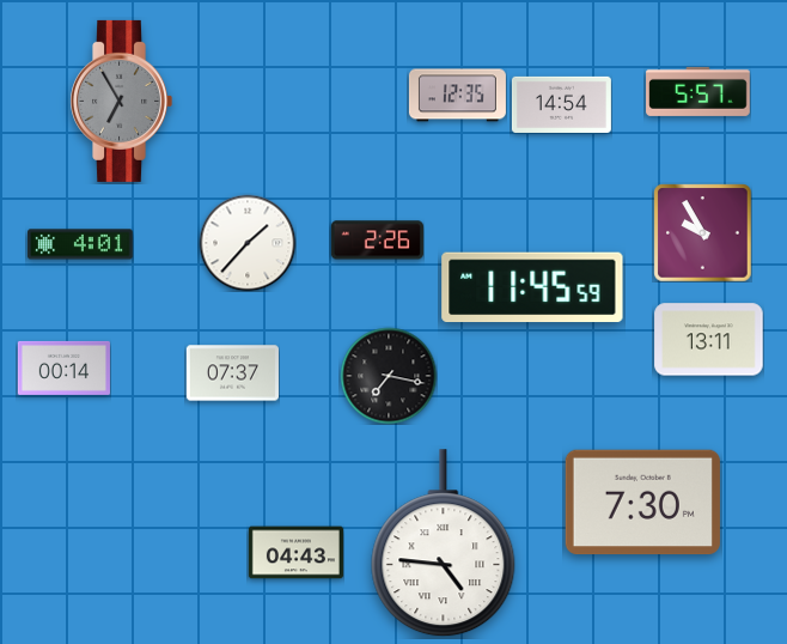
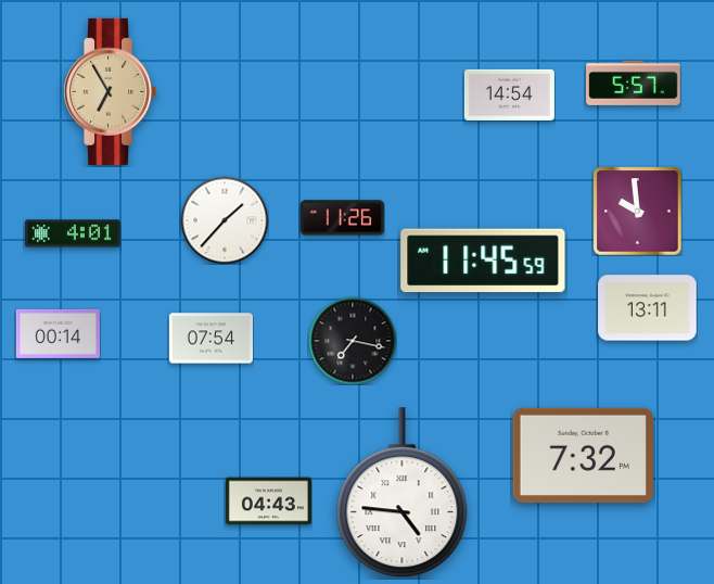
clock at (457, 96): 12:35 -> none
clock at (122, 101) dial: grey -> champagne
clock at (702, 232): 9:55 -> 9:59
clock at (377, 241): 2:26 -> 11:26
clock at (80, 244) position: (80, 244) -> (73, 233)
clock at (709, 340) position: (709, 340) -> (648, 308)
clock at (232, 373): 07:37 -> 07:54
clock at (642, 503): 7:30 -> 7:32
